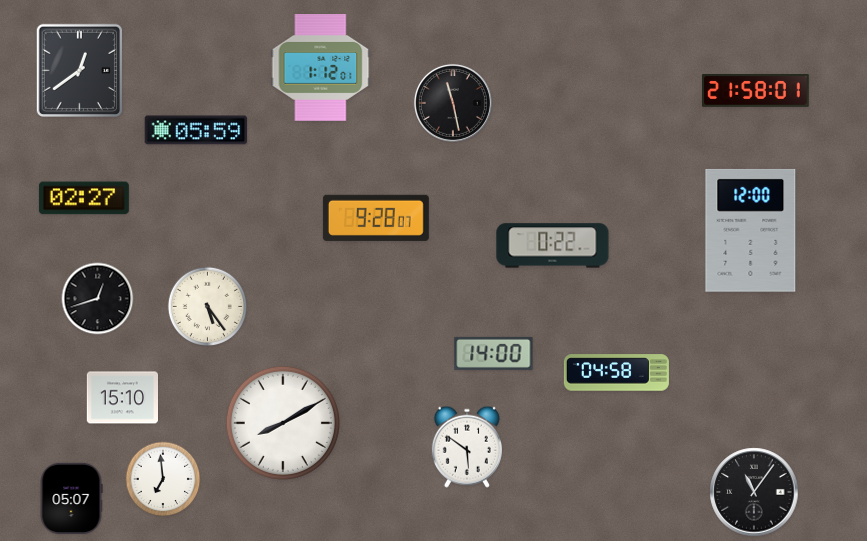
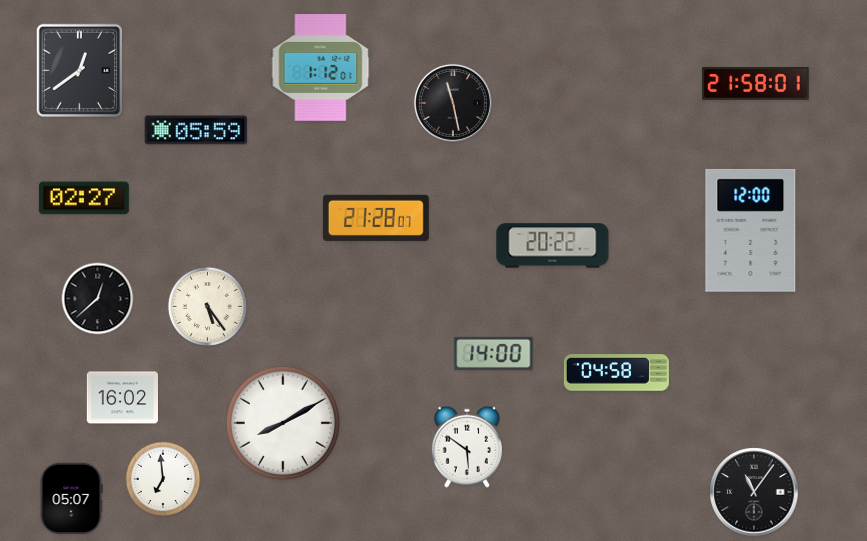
clock at (756, 91) position: (756, 91) -> (756, 84)
clock at (376, 218): 9:28 -> 21:28
clock at (553, 246): 0:22 -> 20:22
clock at (98, 299): 12:42 -> 12:38
clock at (122, 398): 15:10 -> 16:02
